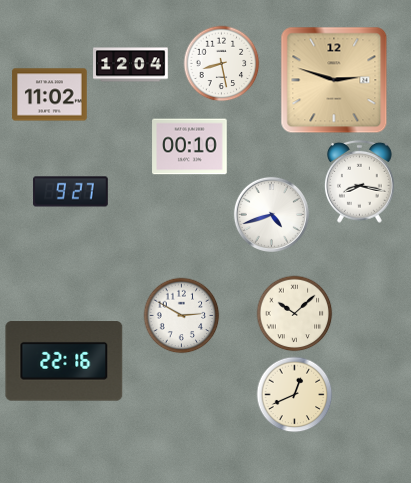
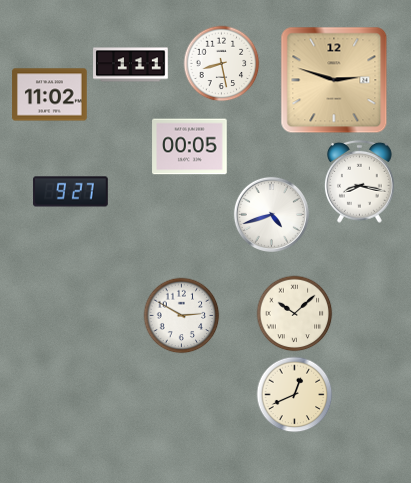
clock at (131, 65): 12:04 -> 1:11
clock at (190, 147): 00:10 -> 00:05
clock at (64, 361): 22:16 -> none
